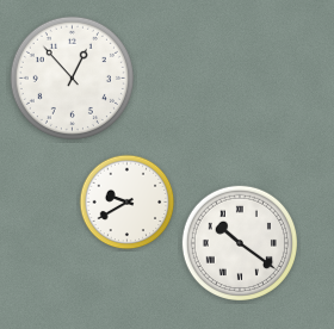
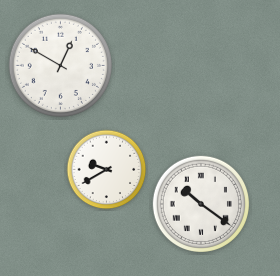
clock at (72, 77): 12:53 -> 12:50
